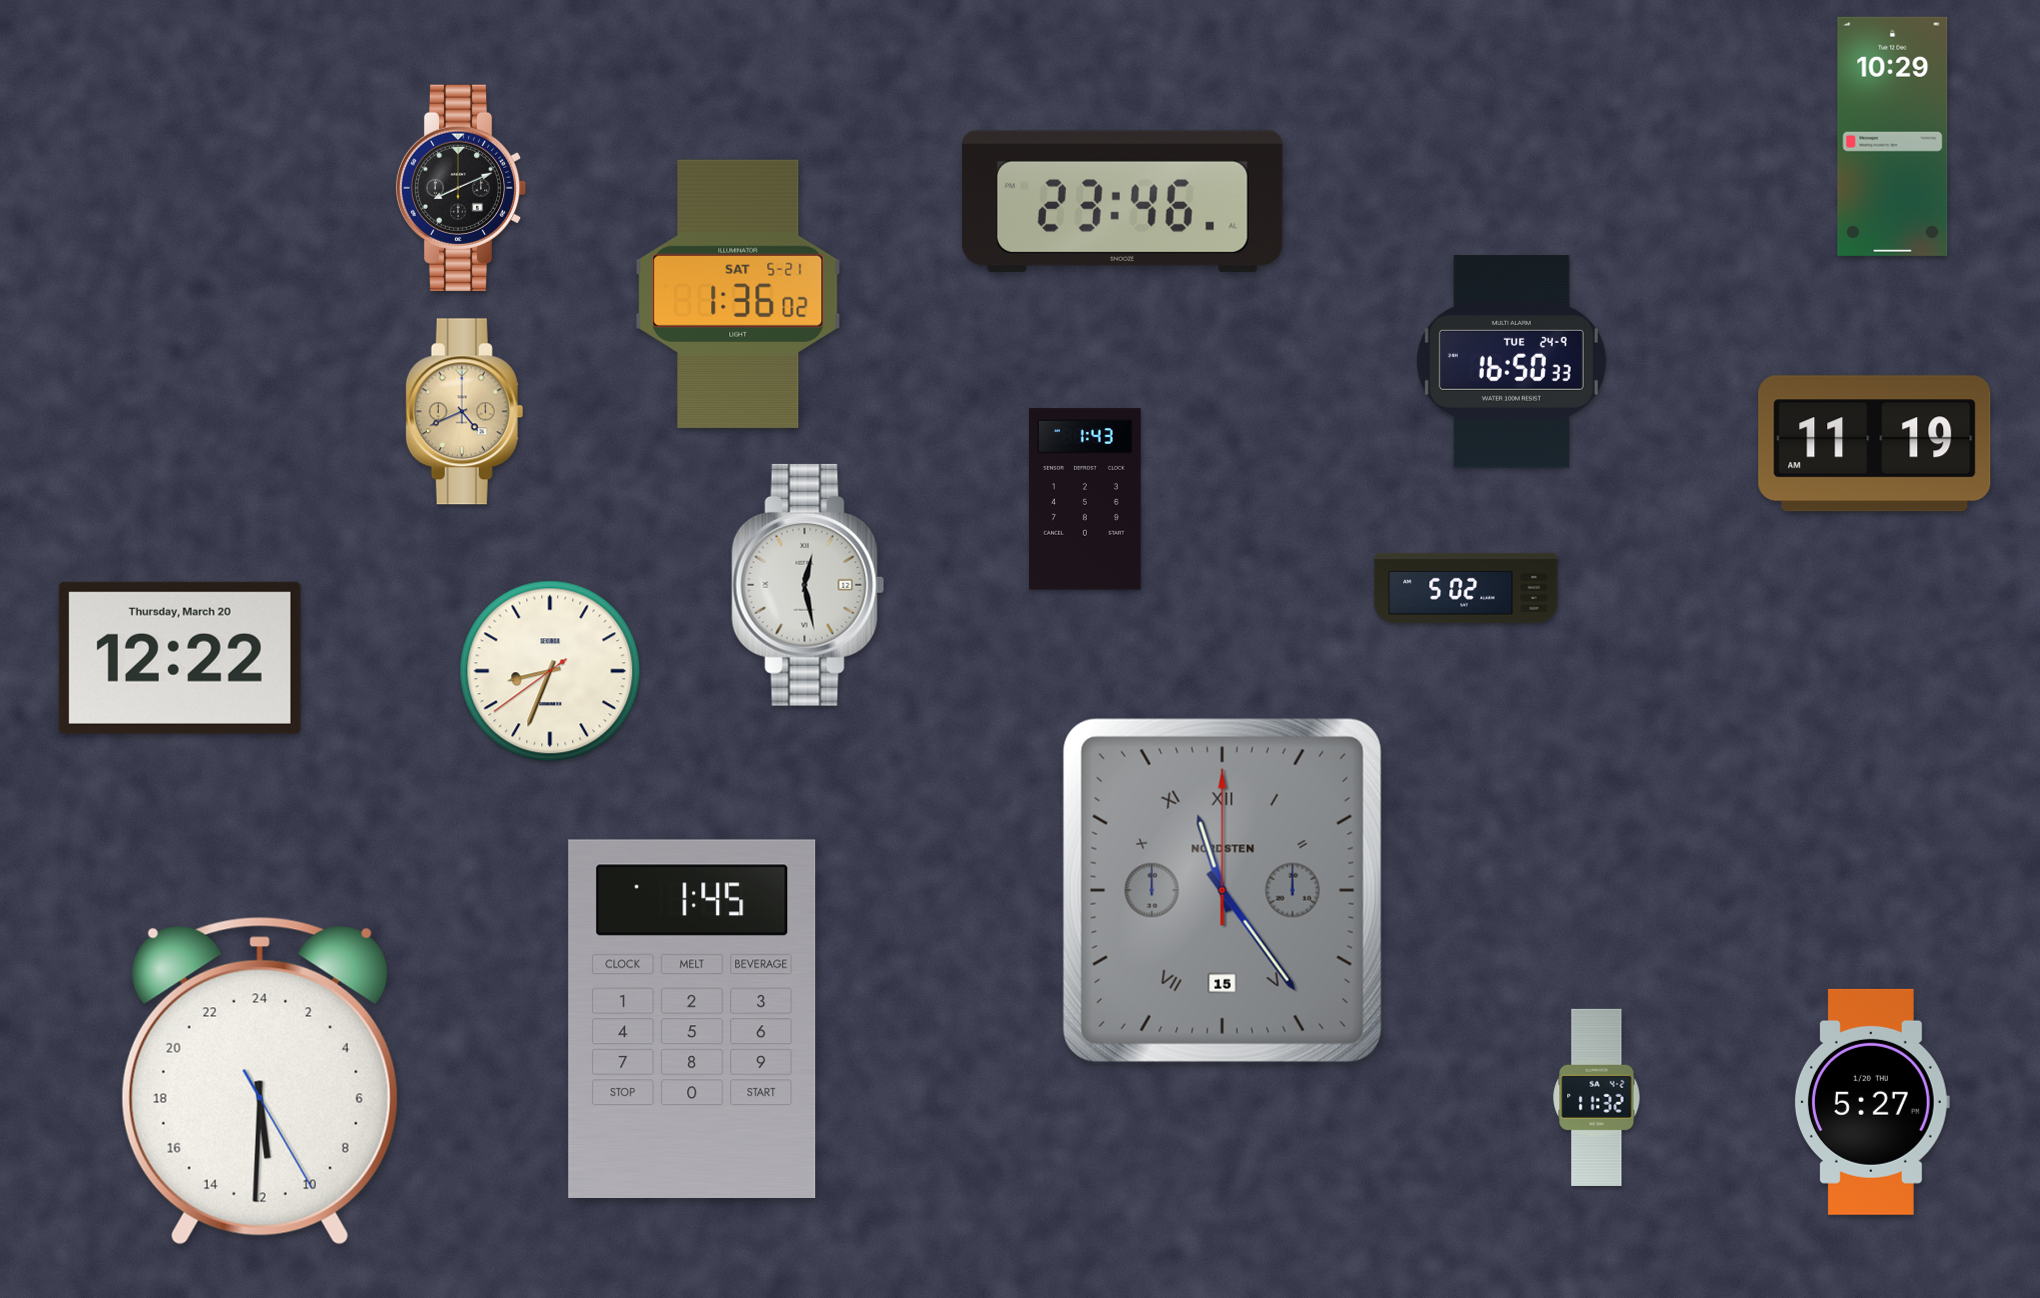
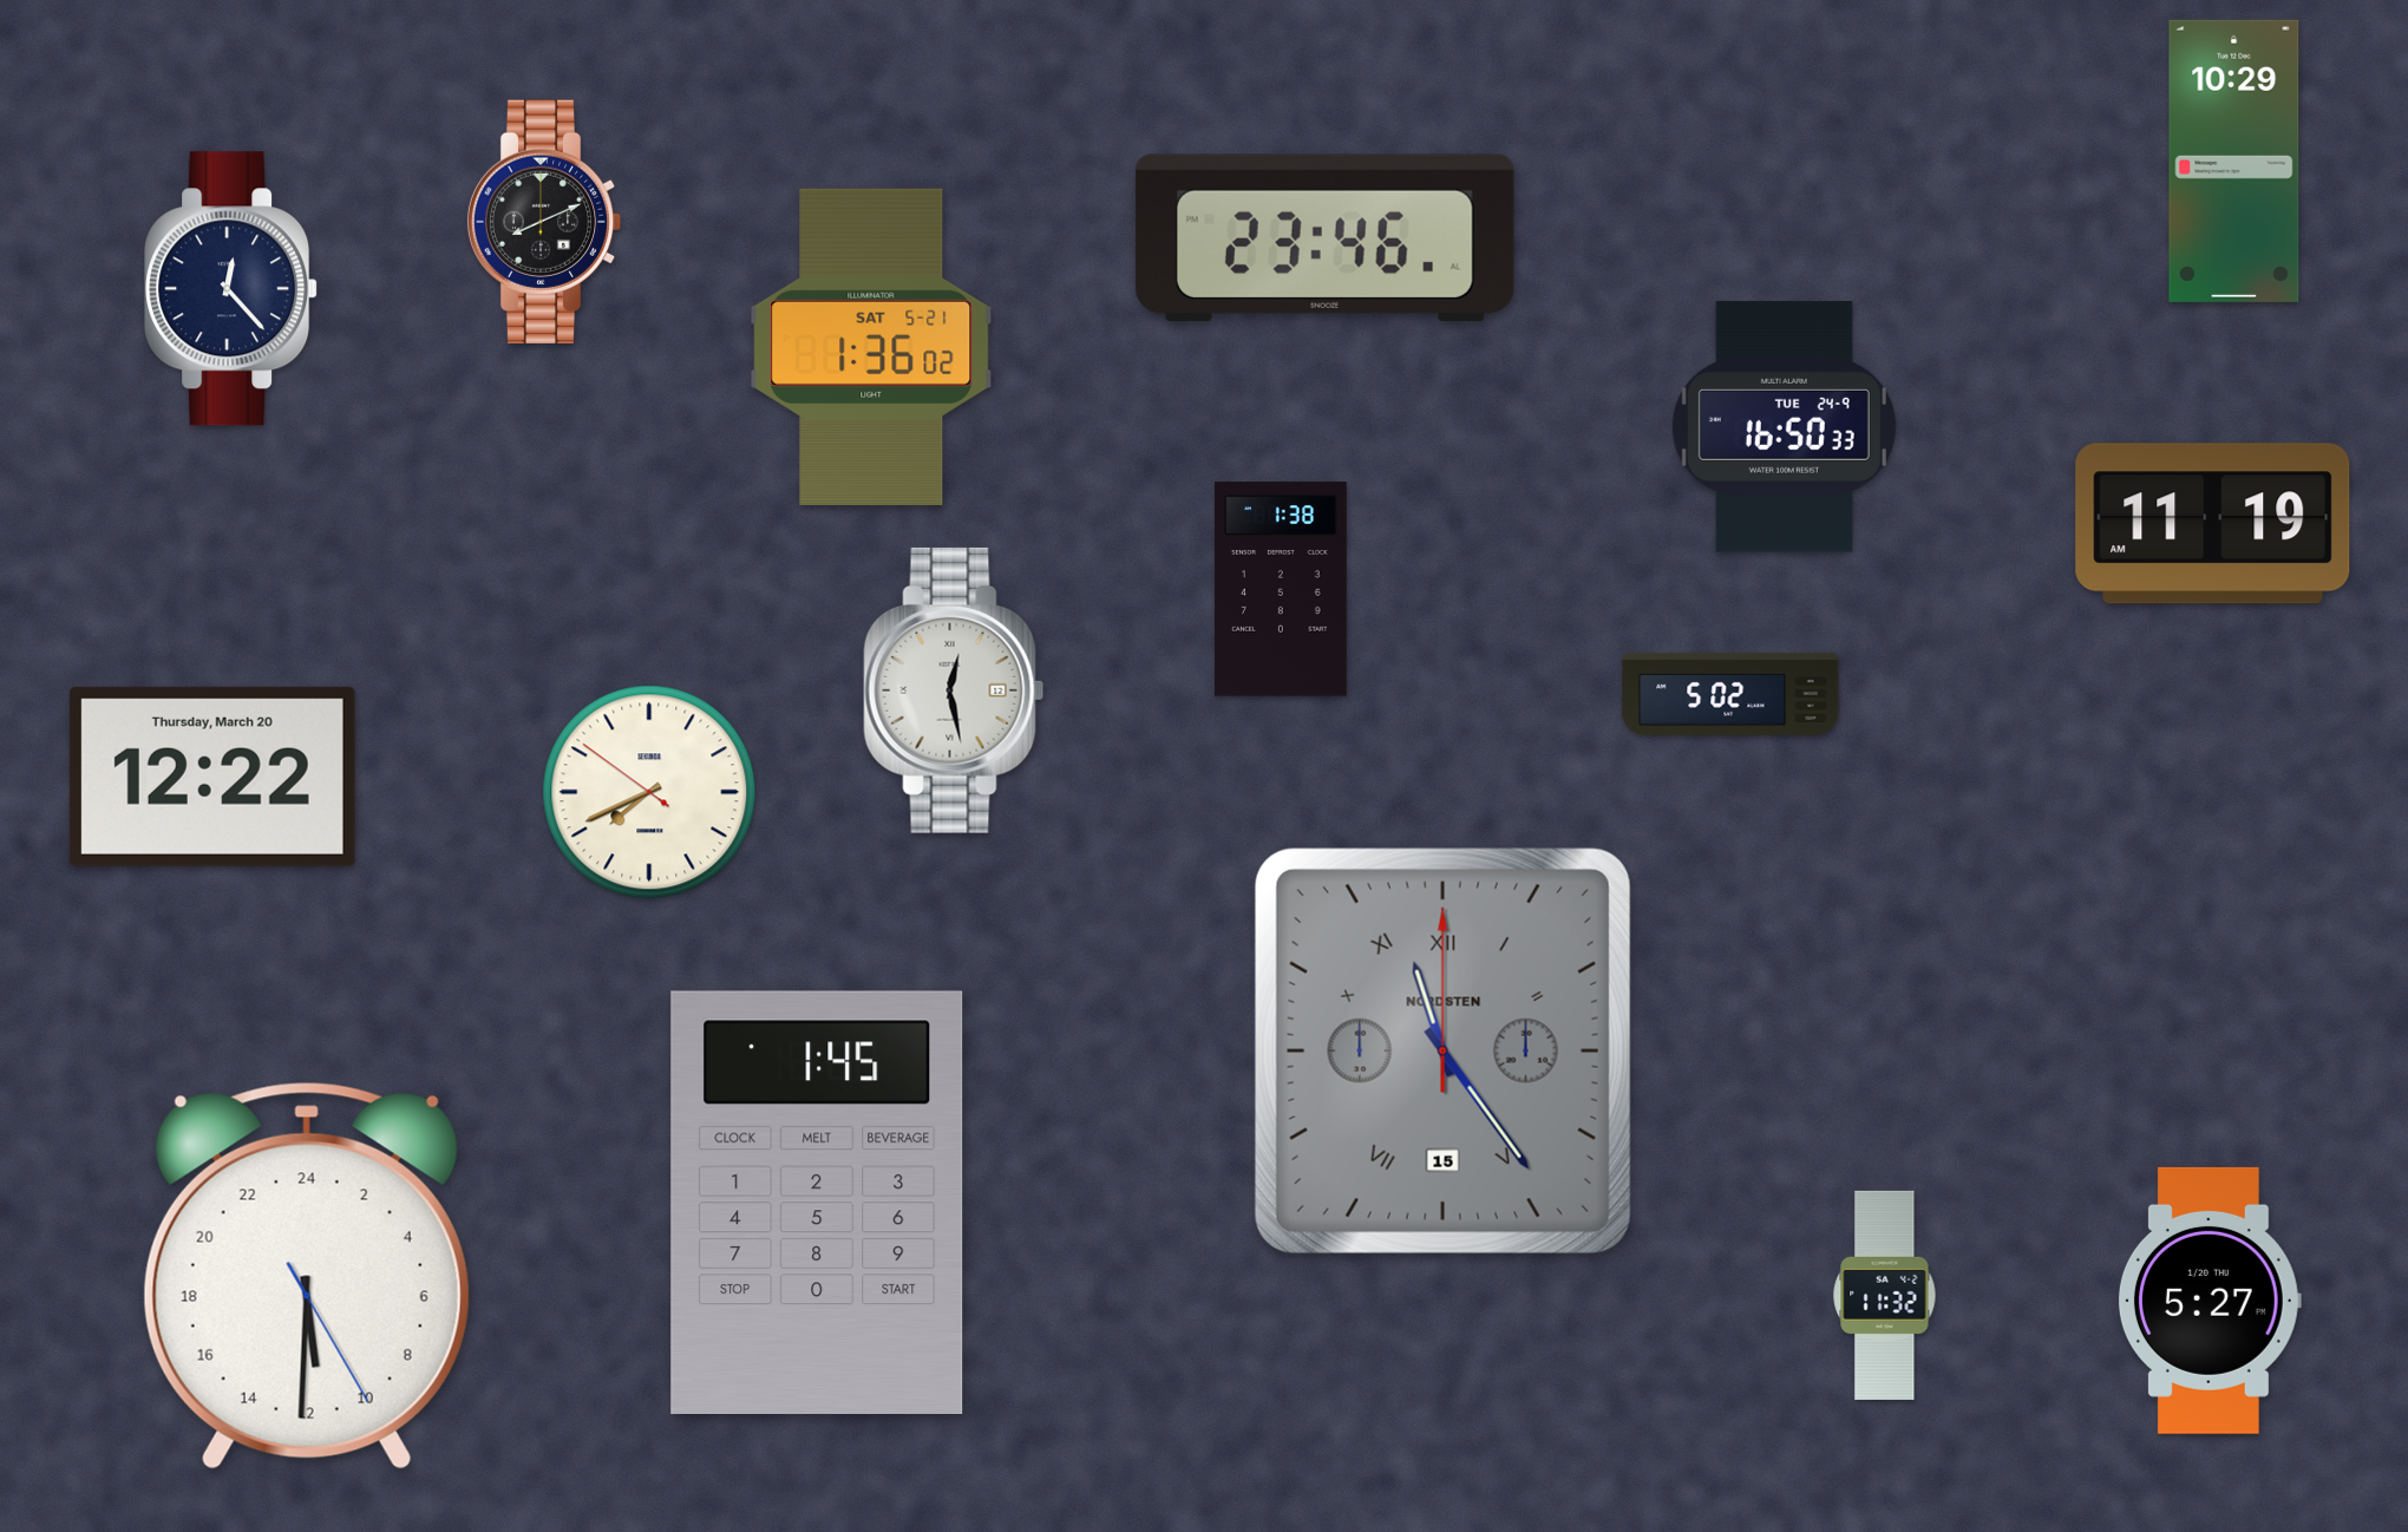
clock at (231, 289): none -> 12:23
clock at (465, 412): 4:41 -> none
clock at (1085, 499): 1:43 -> 1:38
clock at (550, 671): 8:33 -> 7:40
